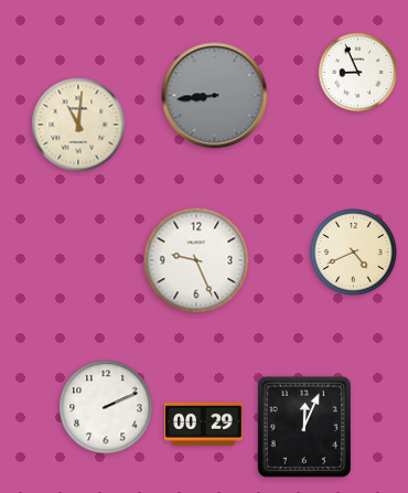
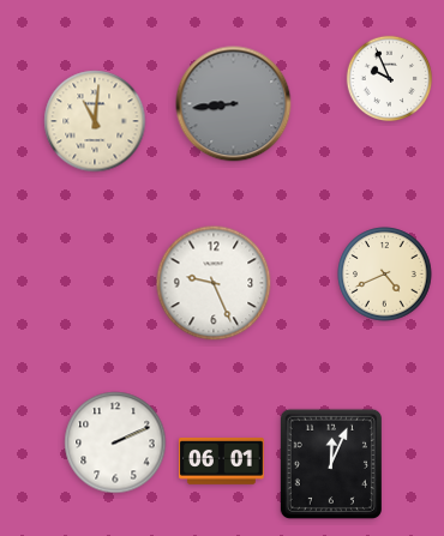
clock at (358, 73): 8:56 -> 9:56
clock at (78, 125) position: (78, 125) -> (95, 121)
clock at (204, 424): 00:29 -> 06:01
